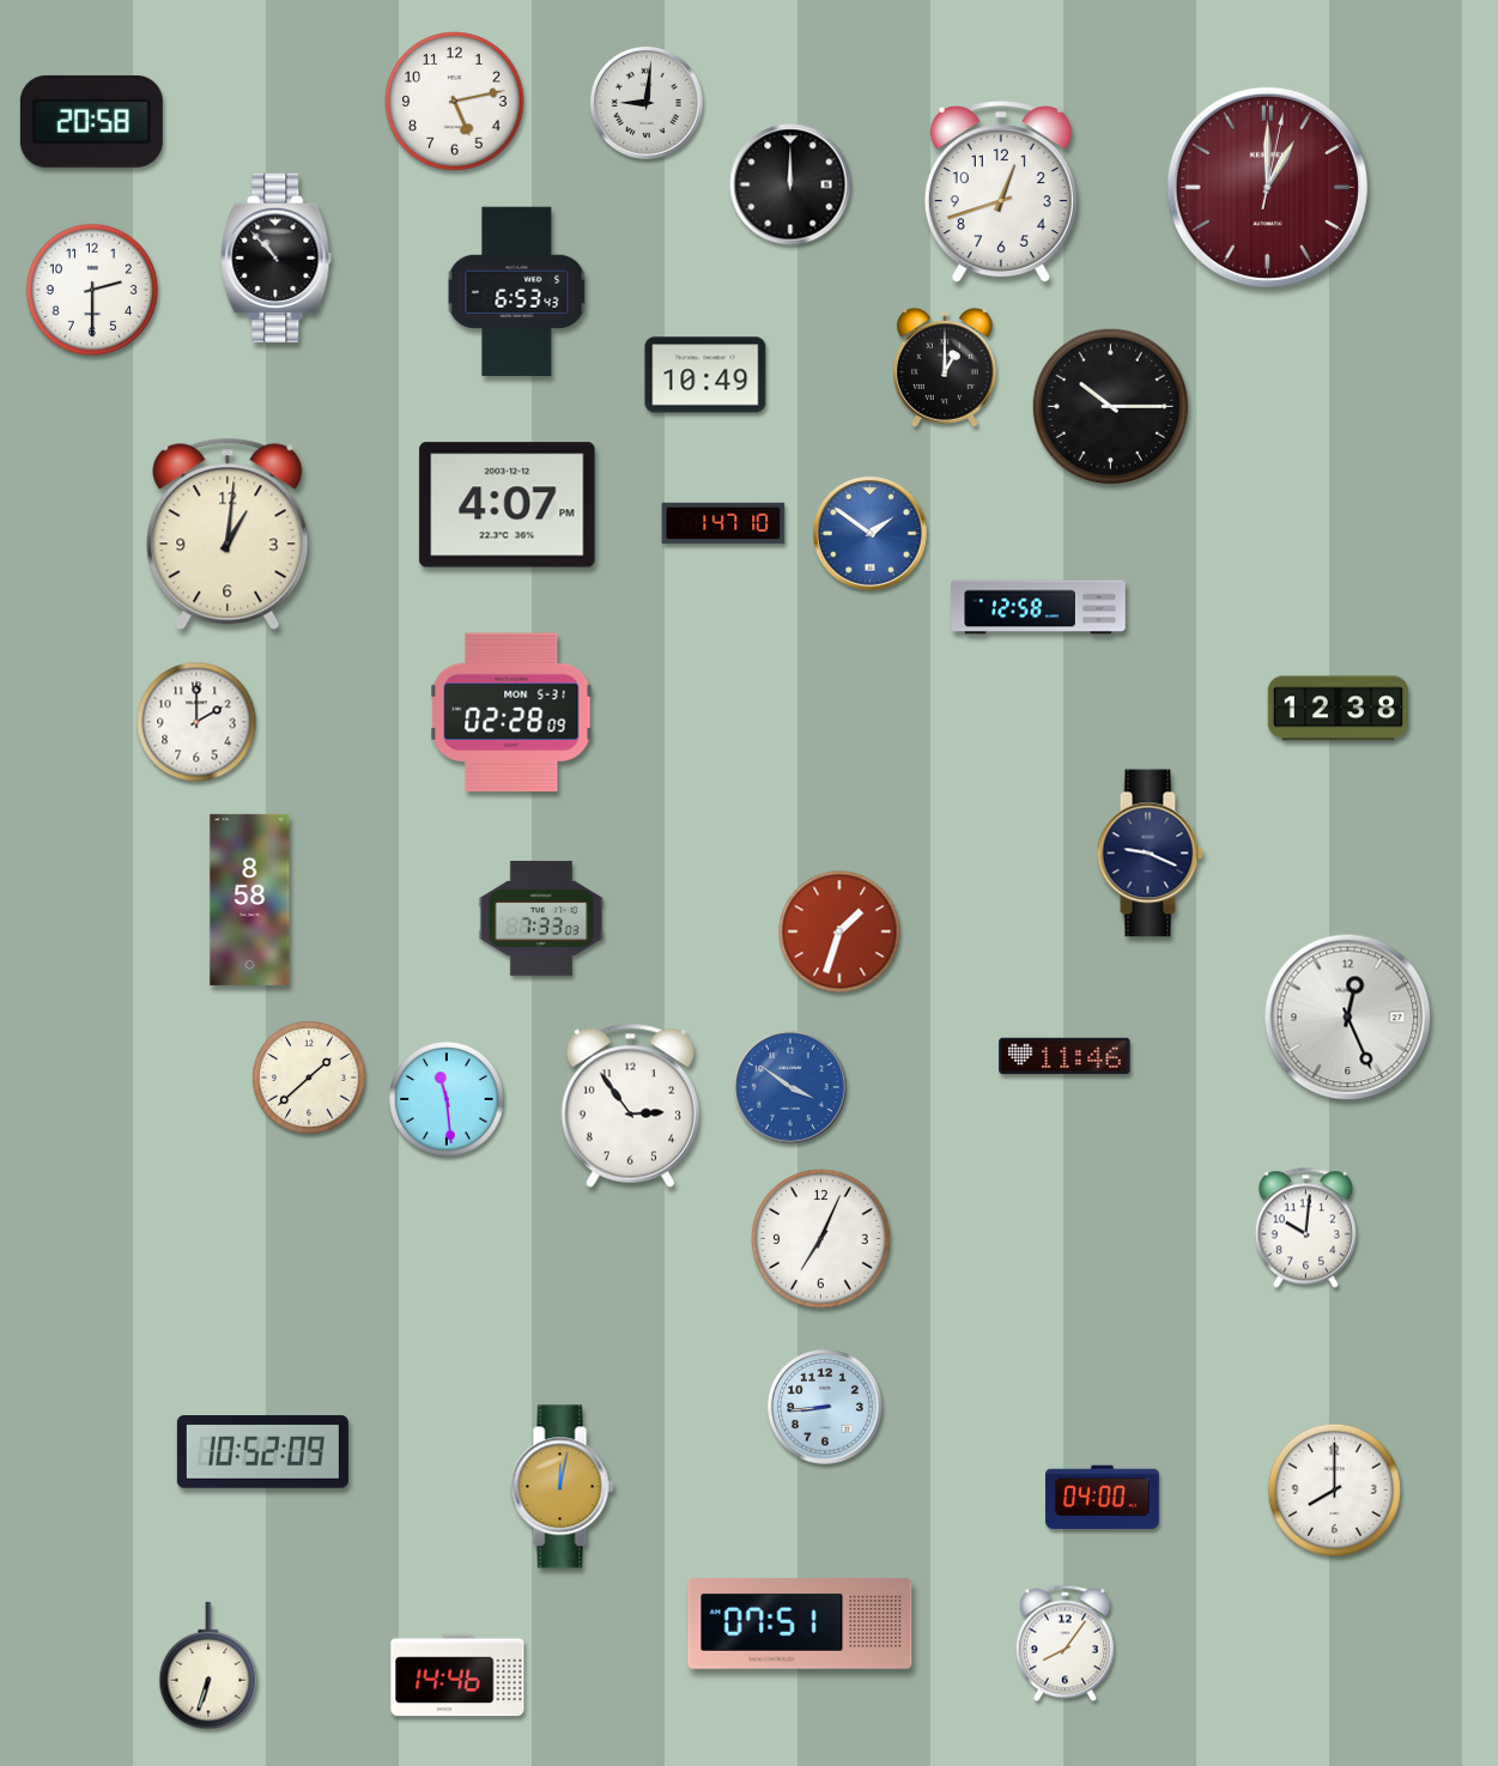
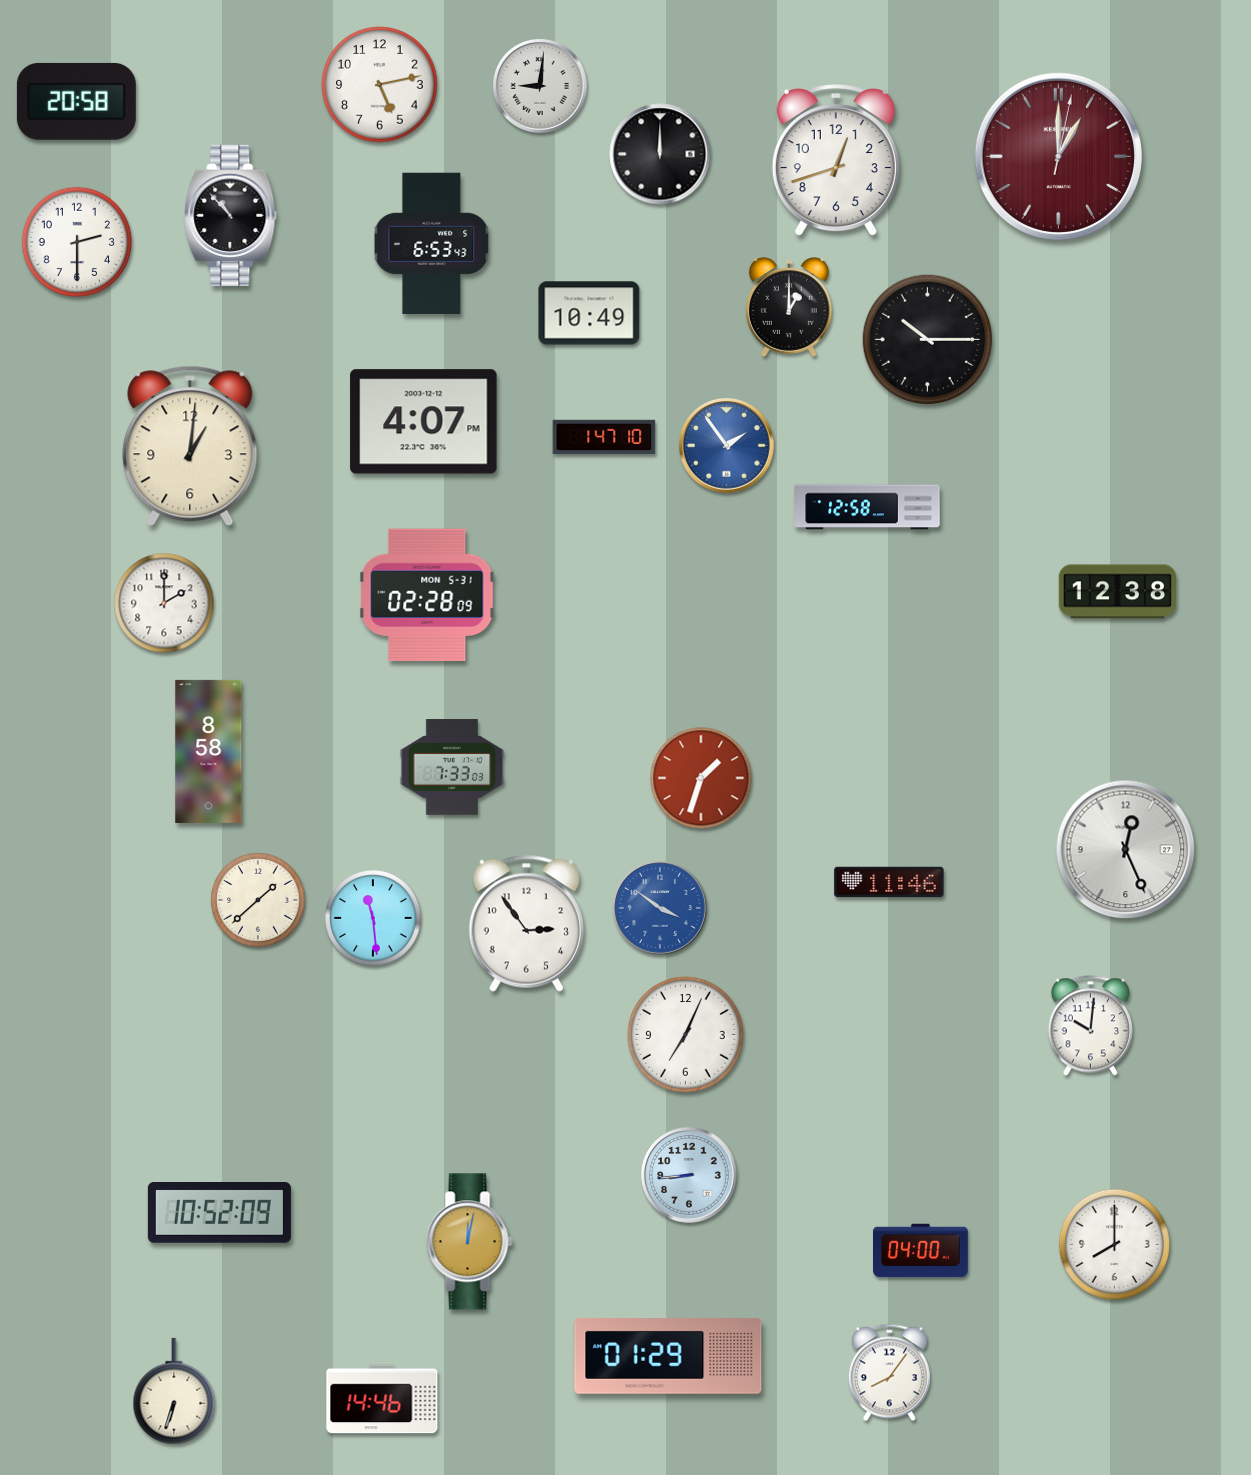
clock at (871, 534): 1:51 -> 1:54
clock at (1150, 854): 9:19 -> none
clock at (800, 1624): 07:51 -> 01:29
